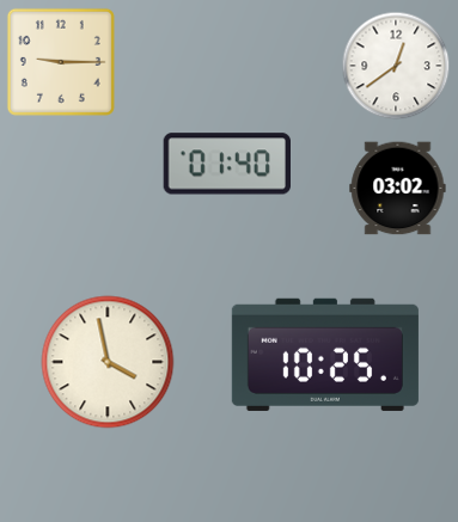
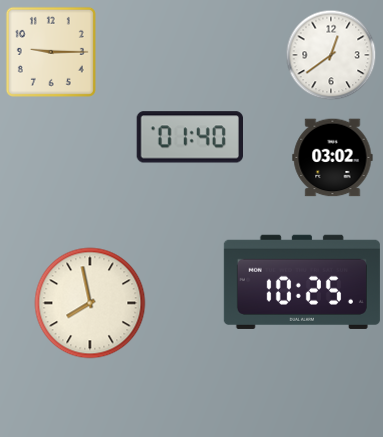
clock at (325, 355) position: (325, 355) -> (302, 282)
clock at (108, 362): 3:58 -> 7:58
